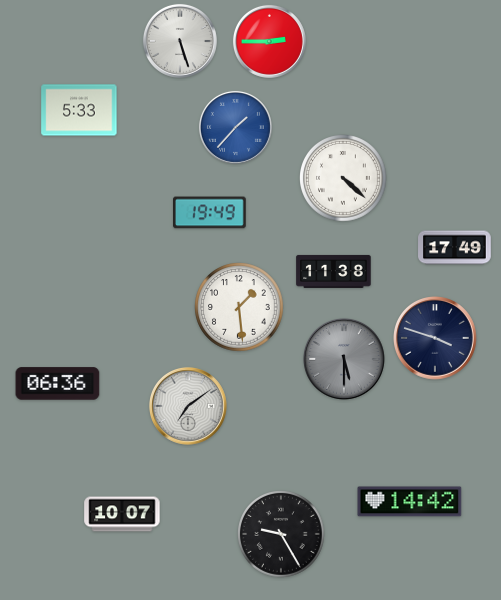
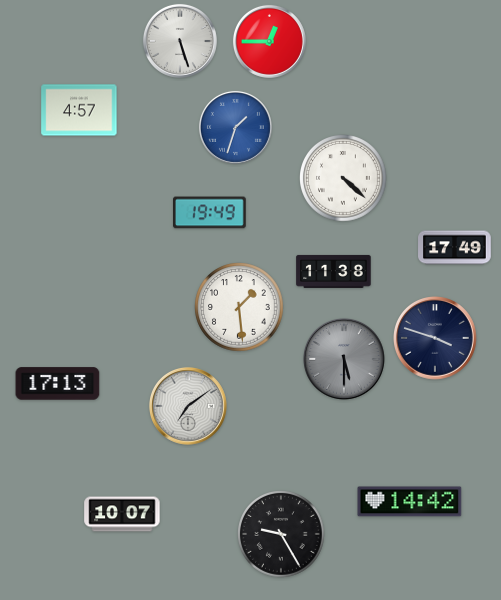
clock at (269, 41): 2:45 -> 12:45
clock at (79, 110): 5:33 -> 4:57
clock at (235, 127): 1:37 -> 1:33
clock at (58, 384): 06:36 -> 17:13
